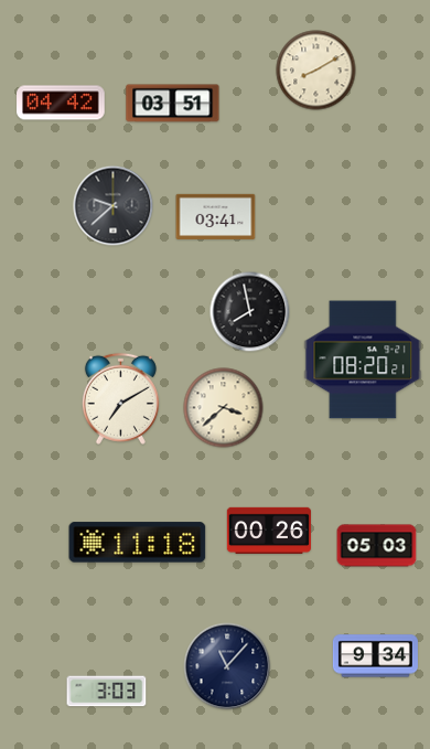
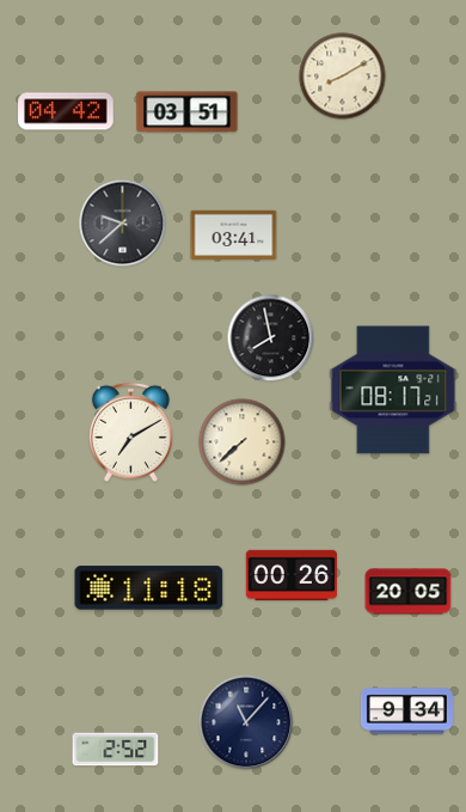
clock at (363, 360): 08:20 -> 08:17
clock at (224, 408): 3:38 -> 7:38
clock at (377, 546): 05:03 -> 20:05
clock at (107, 692): 3:03 -> 2:52
